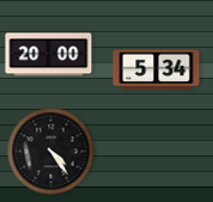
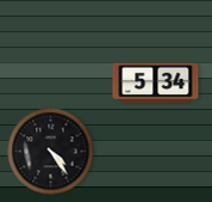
clock at (49, 55): 20:00 -> none
clock at (157, 71) position: (157, 71) -> (156, 84)
